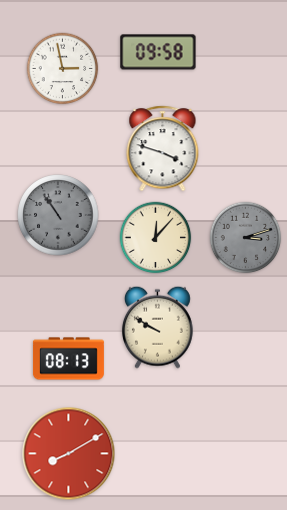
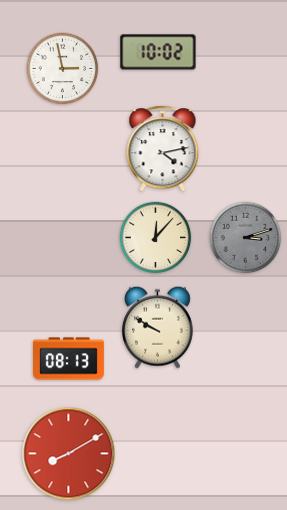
clock at (158, 52): 09:58 -> 10:02
clock at (163, 149): 3:48 -> 4:13
clock at (58, 215): 10:54 -> none
